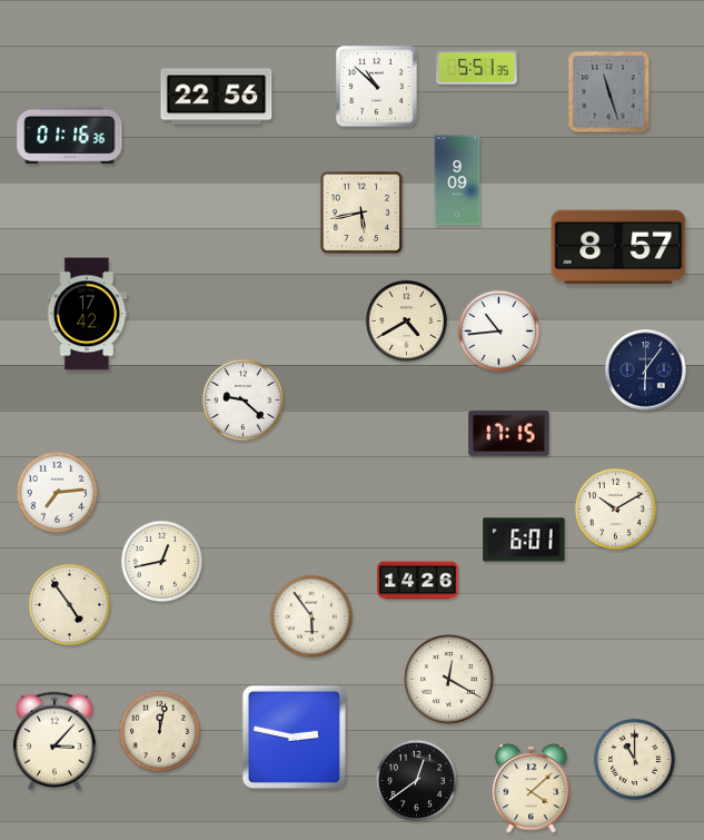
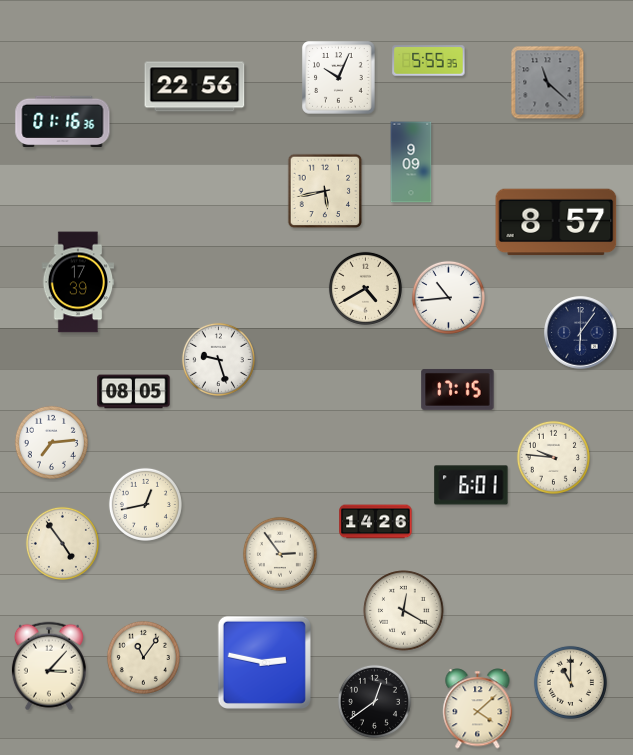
clock at (477, 68): 5:51 -> 5:55
clock at (377, 87): 10:52 -> 10:04
clock at (609, 92): 11:27 -> 11:22
clock at (87, 314): 17:42 -> 17:39
clock at (242, 399): 9:22 -> 9:27
clock at (134, 392): none -> 08:05
clock at (615, 508): 10:10 -> 9:46
clock at (311, 616): 5:54 -> 2:54
clock at (159, 731): 12:02 -> 11:06
